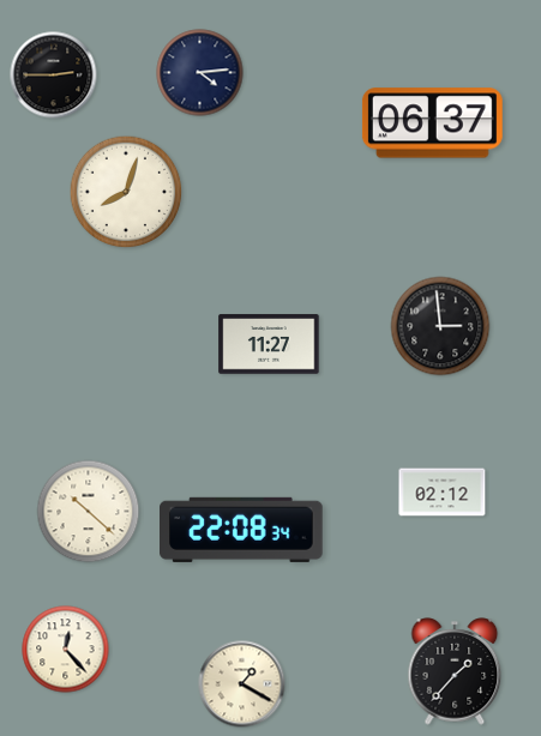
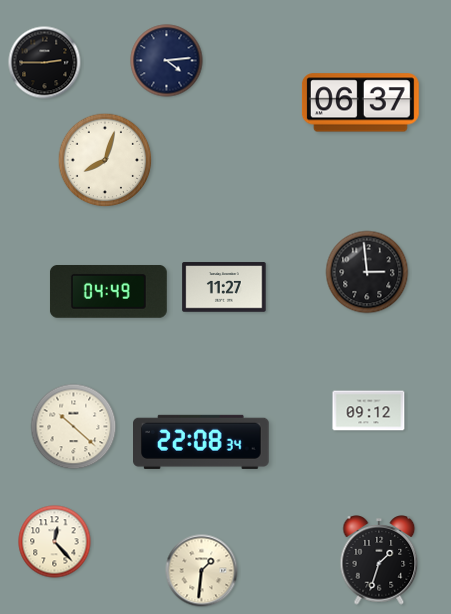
clock at (108, 292): none -> 04:49
clock at (443, 493): 02:12 -> 09:12
clock at (455, 671): 1:37 -> 1:33
clock at (242, 684): 1:20 -> 1:31
